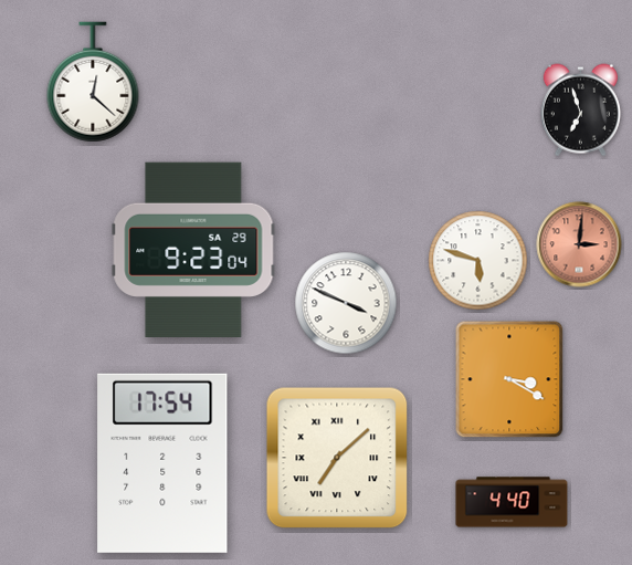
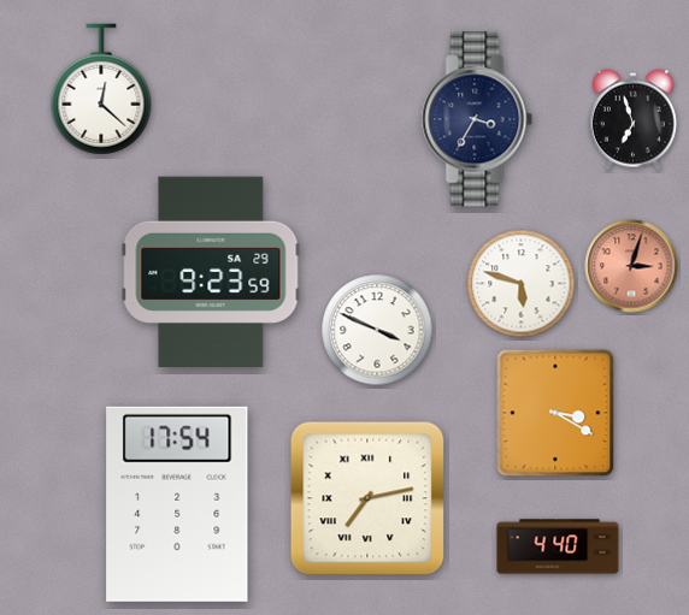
clock at (477, 119): none -> 3:35
clock at (579, 244): 3:01 -> 3:03
clock at (193, 249): 9:23:04 -> 9:23:59
clock at (337, 458): 7:08 -> 7:13
